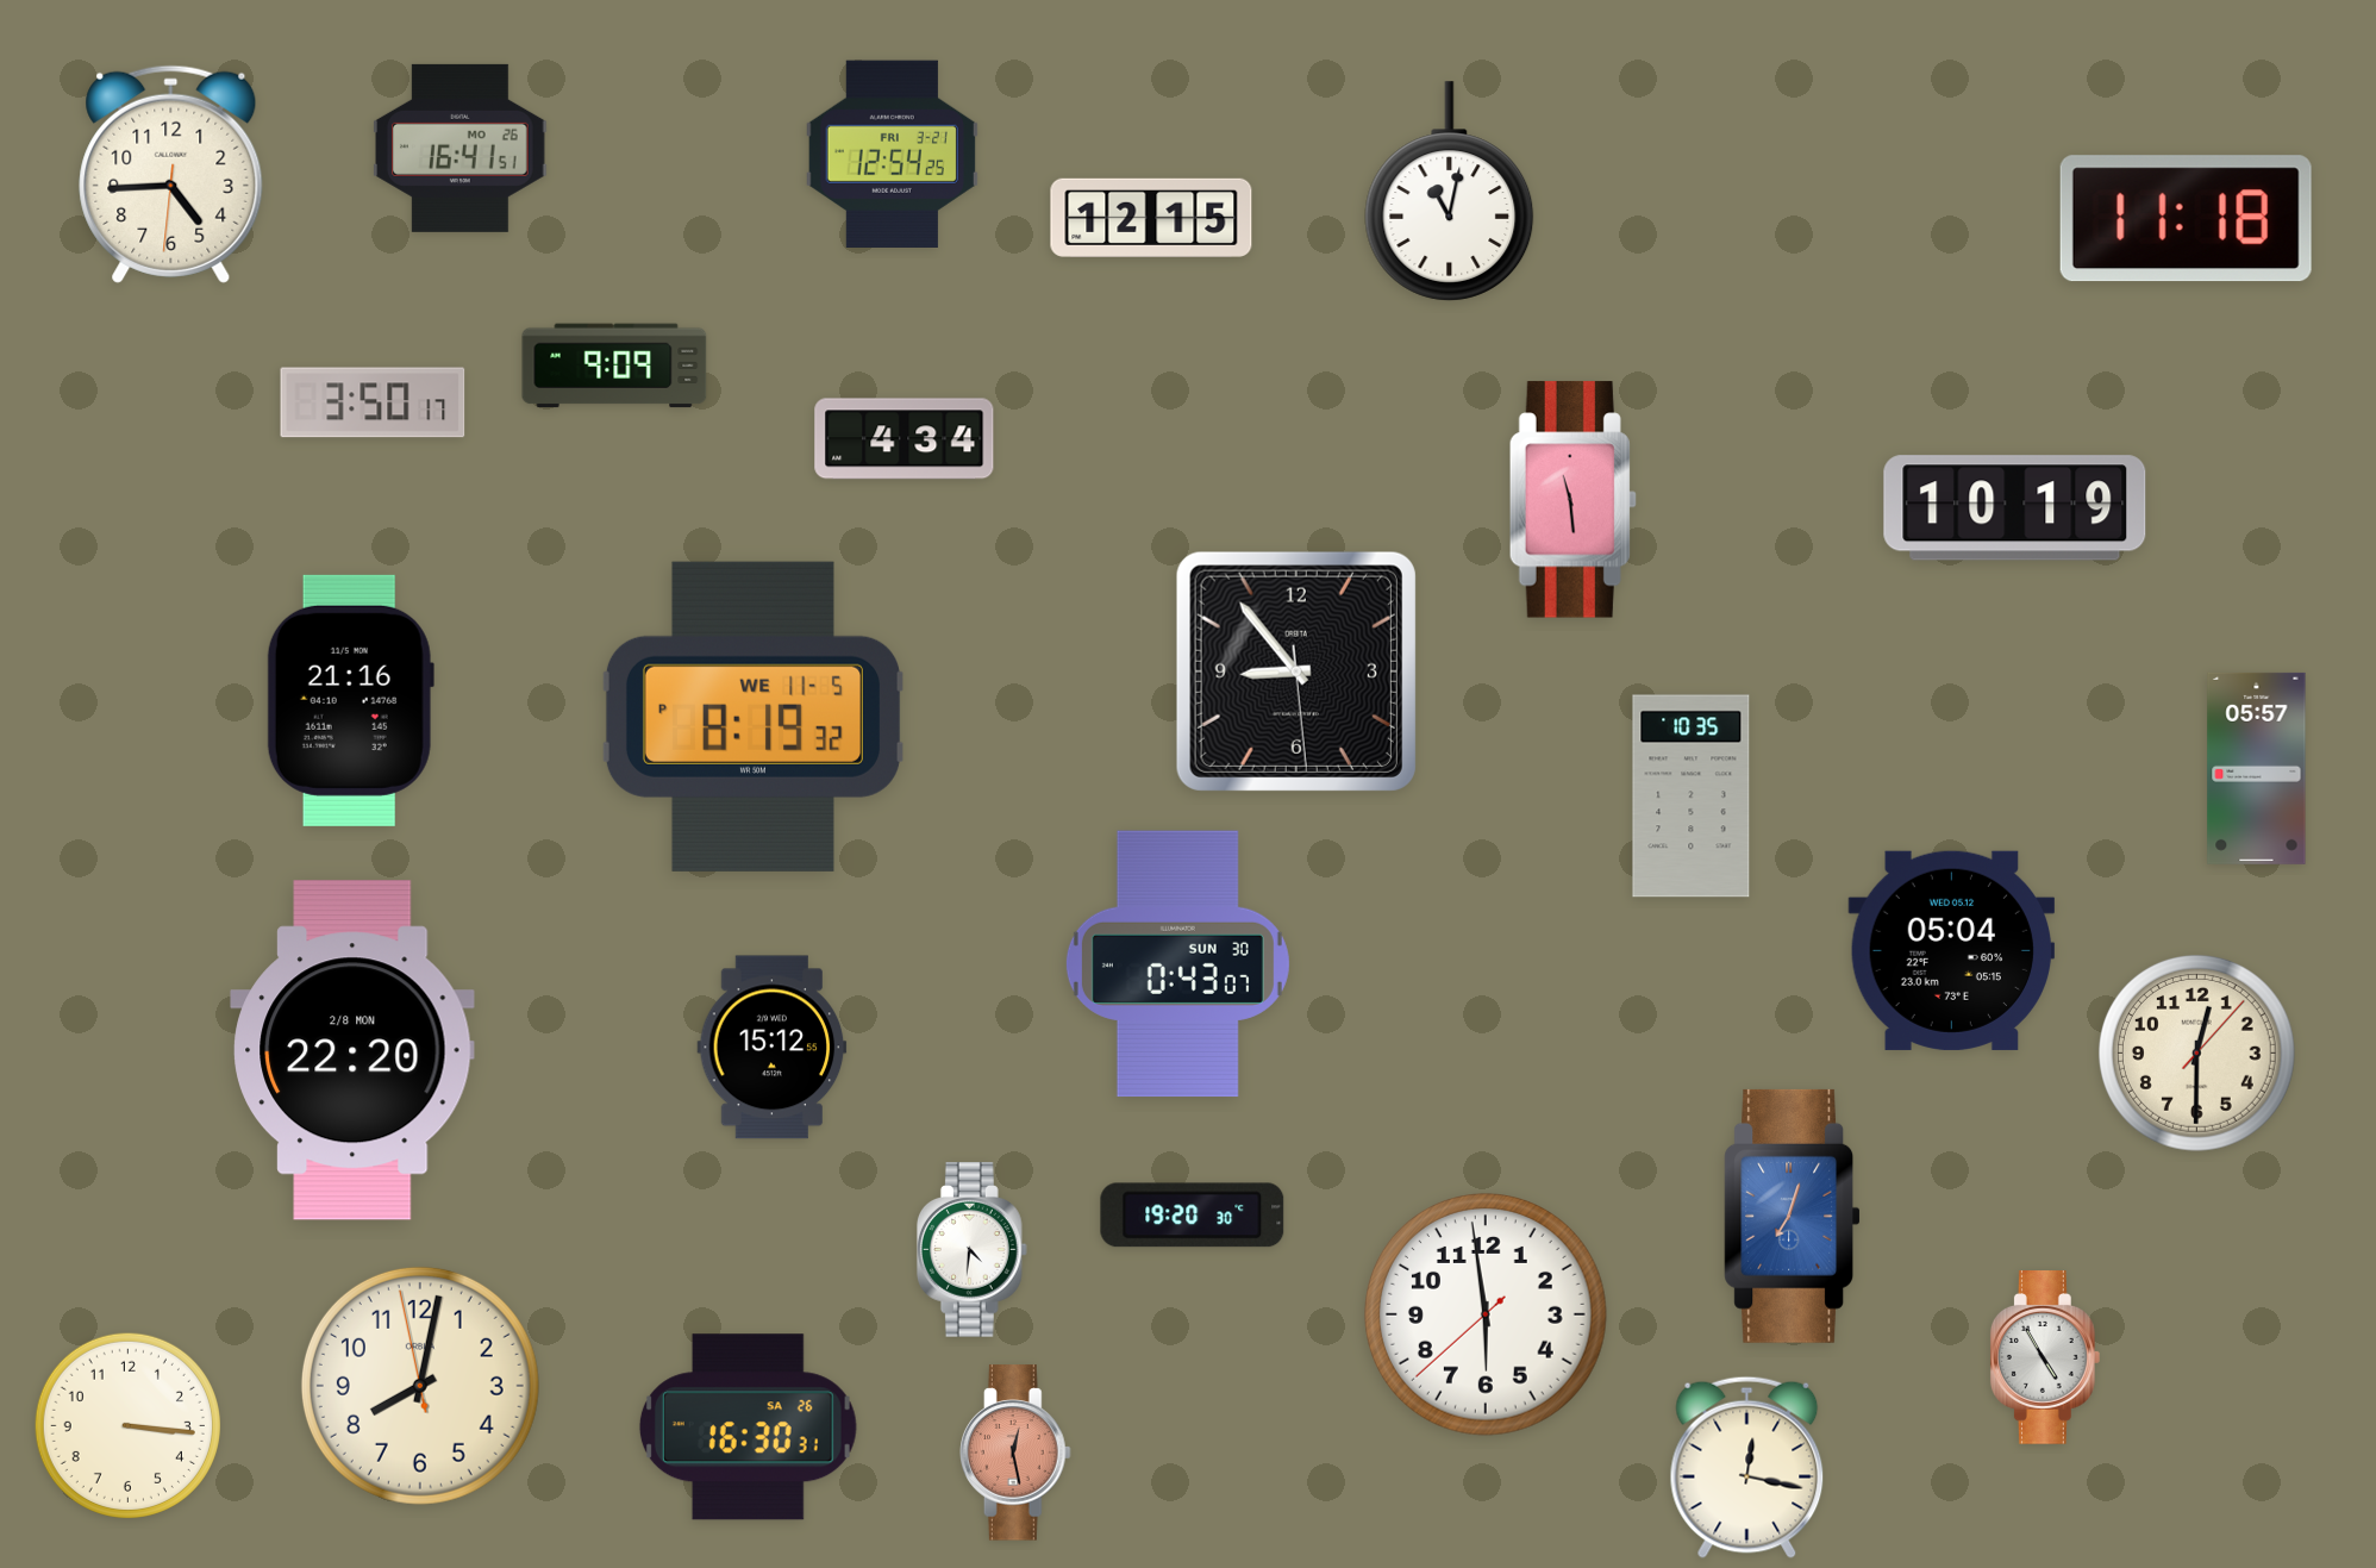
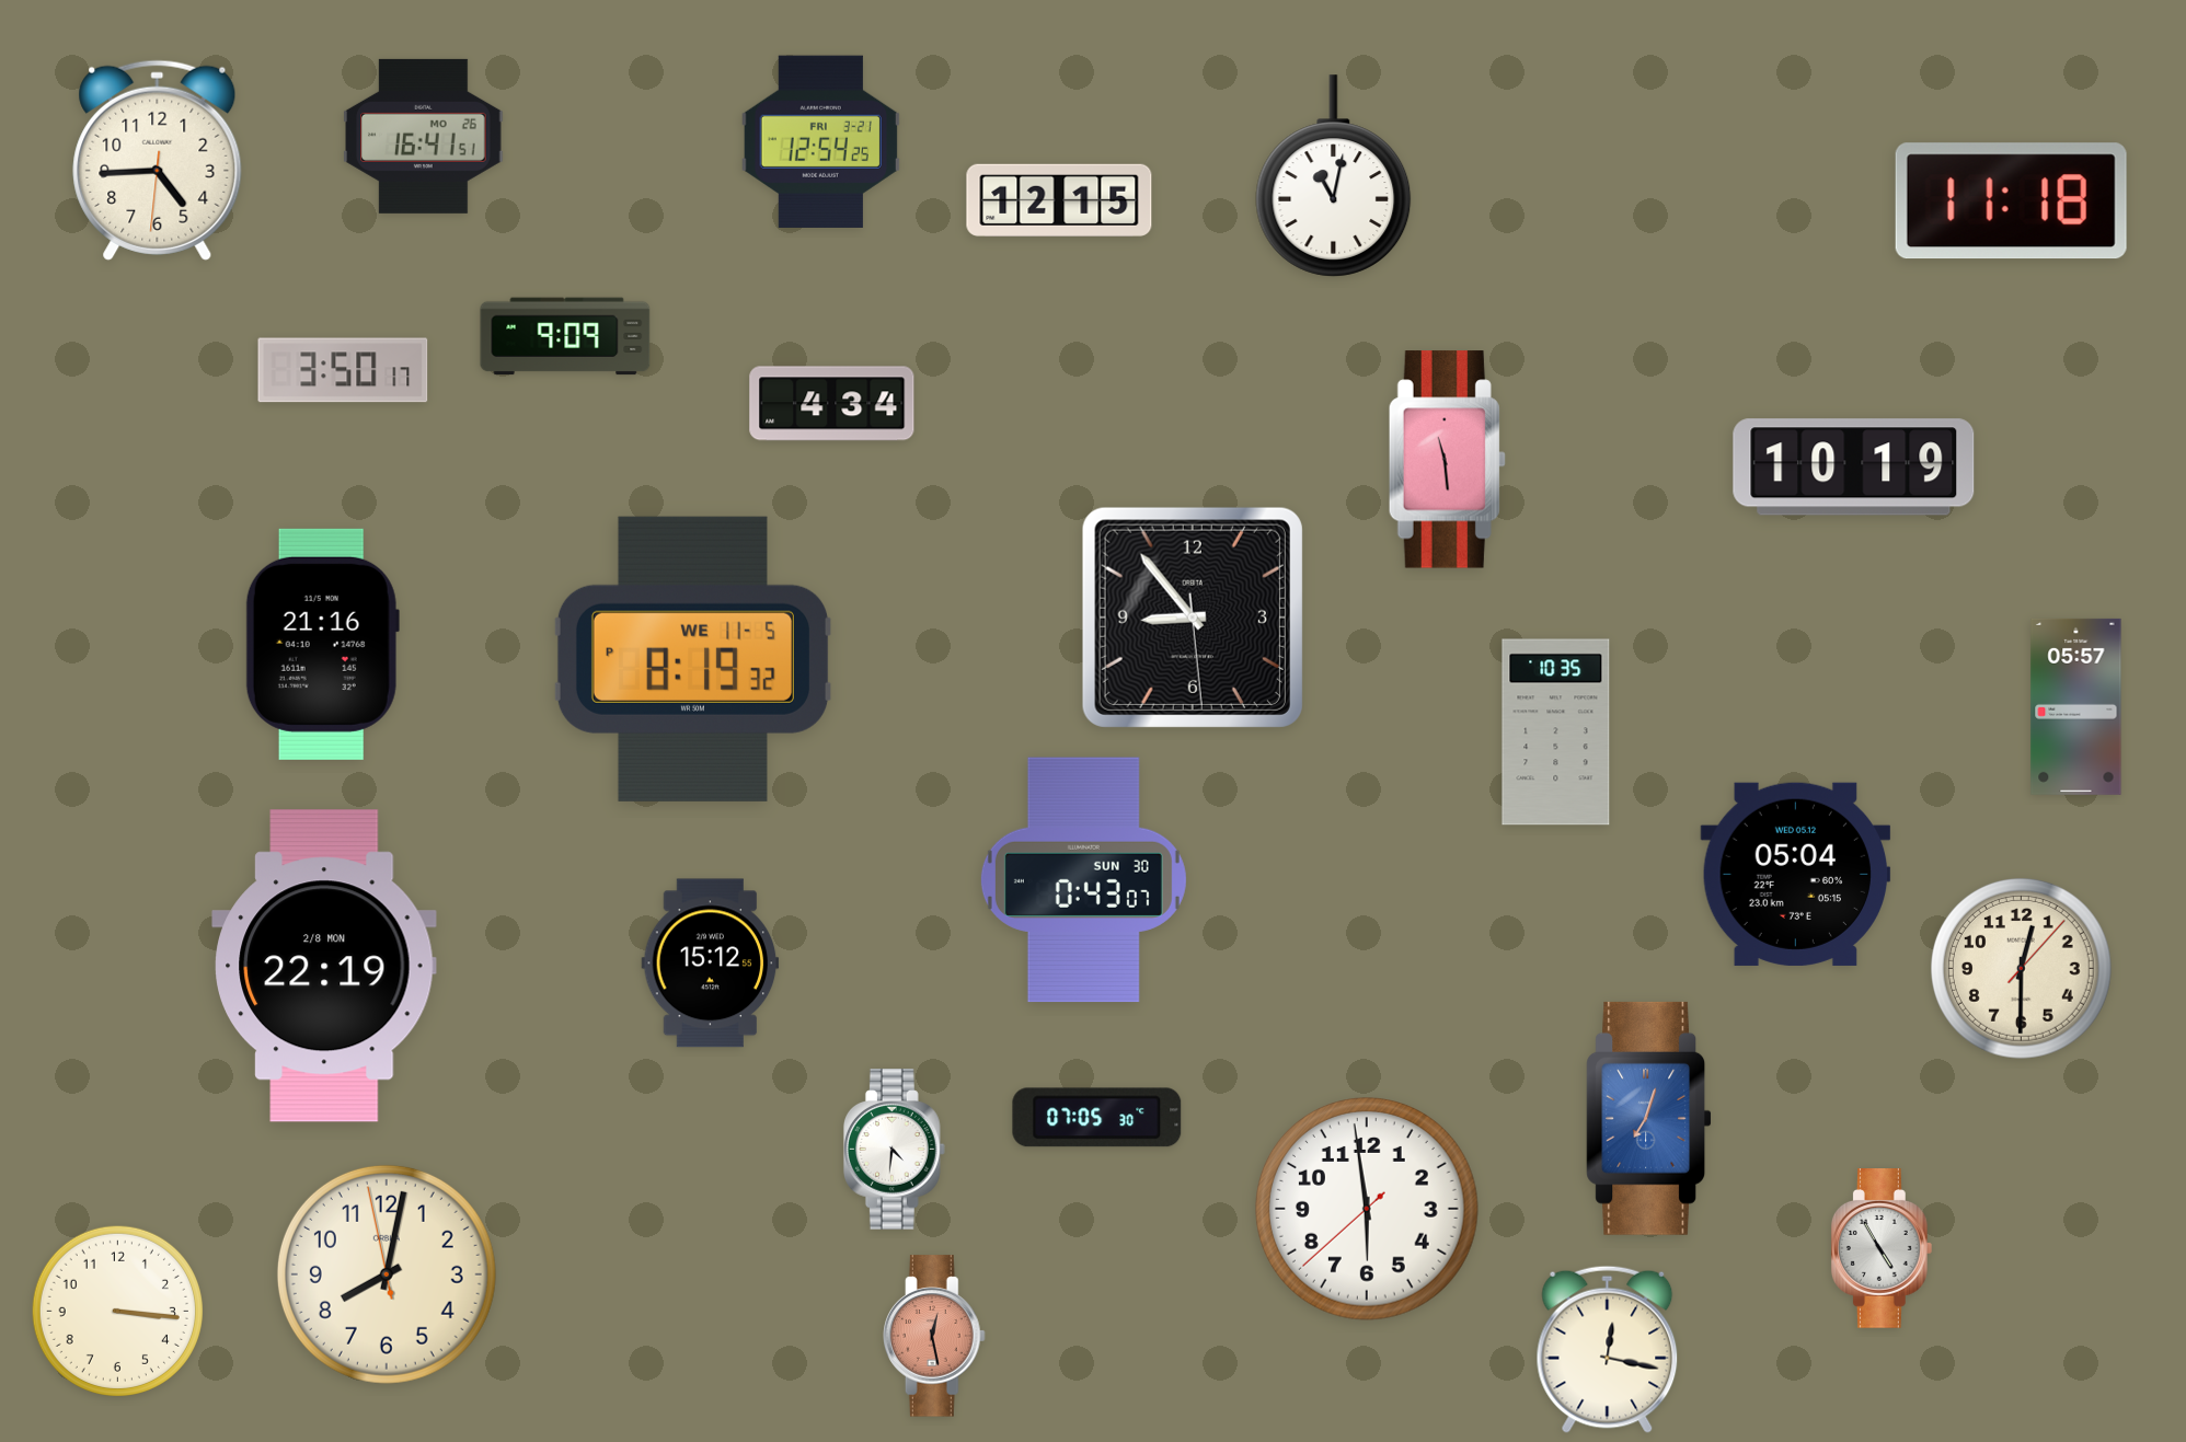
clock at (1177, 964) position: (1177, 964) -> (1083, 880)
clock at (352, 1050): 22:20 -> 22:19
clock at (1193, 1216): 19:20 -> 07:05
clock at (748, 1428): 16:30 -> none
